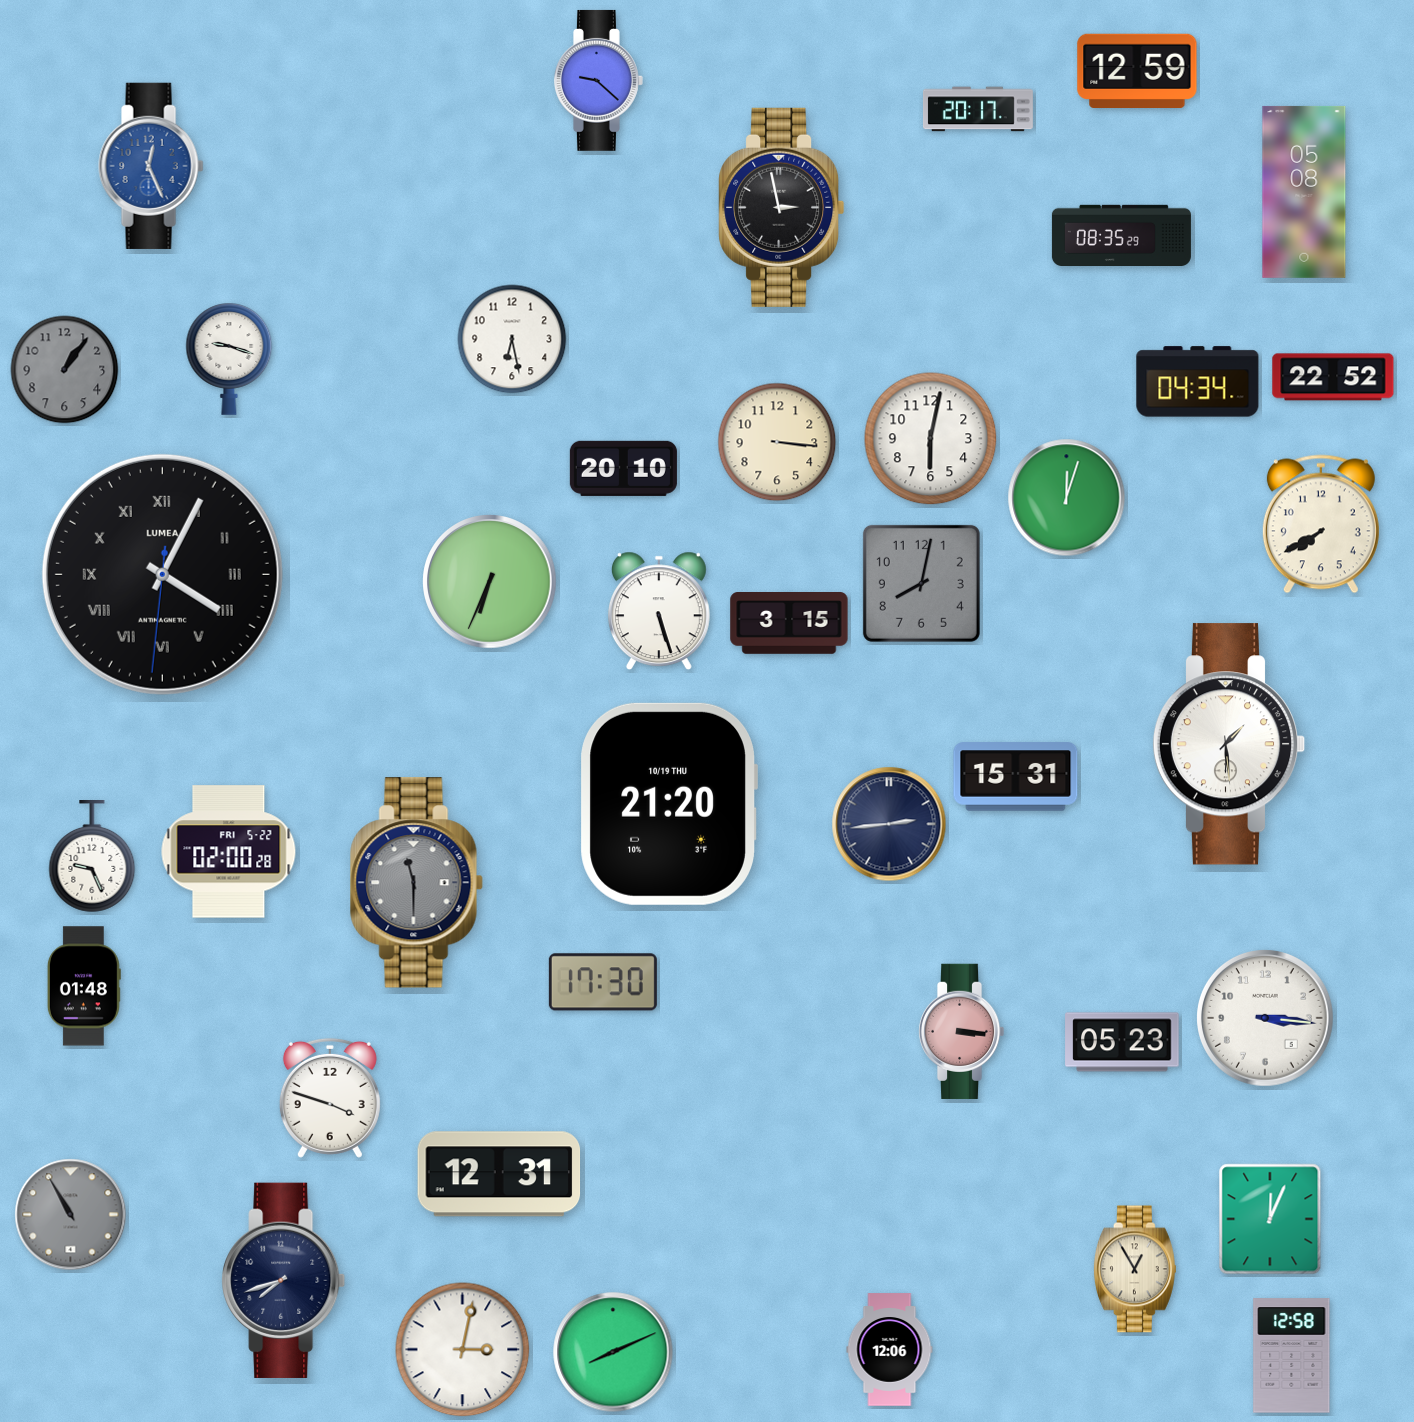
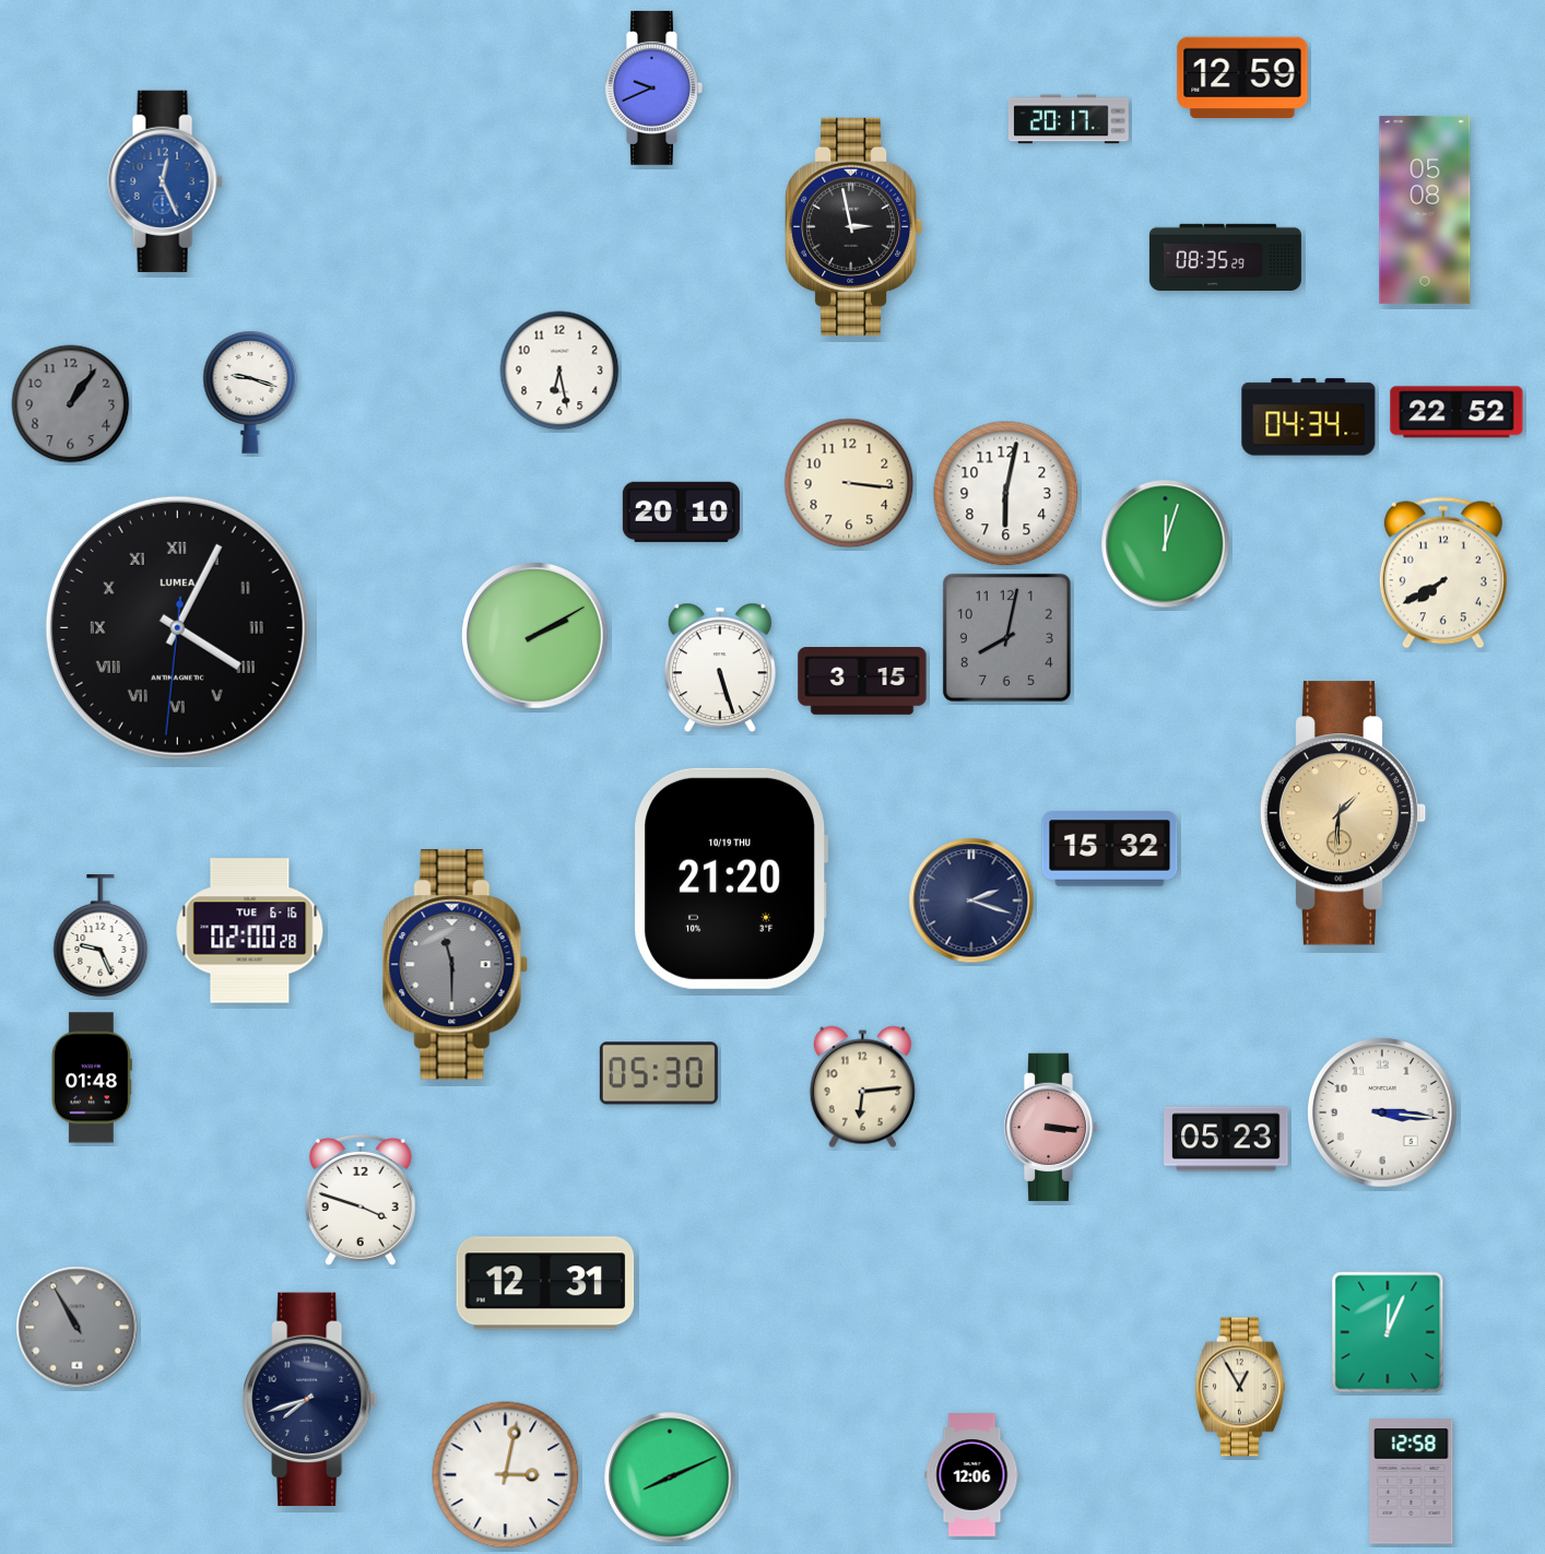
clock at (598, 80): 9:22 -> 9:41
clock at (931, 439) position: (931, 439) -> (1006, 494)
clock at (490, 582): 6:34 -> 2:10
clock at (1229, 744): 1:29 -> 1:31
clock at (1229, 744) dial: white -> champagne
clock at (1016, 777): 15:31 -> 15:32
clock at (889, 824): 2:44 -> 2:18
clock at (229, 852) date: FRI 5-22 -> TUE 6-16
clock at (603, 982): 17:30 -> 05:30
clock at (862, 1087): none -> 6:14
